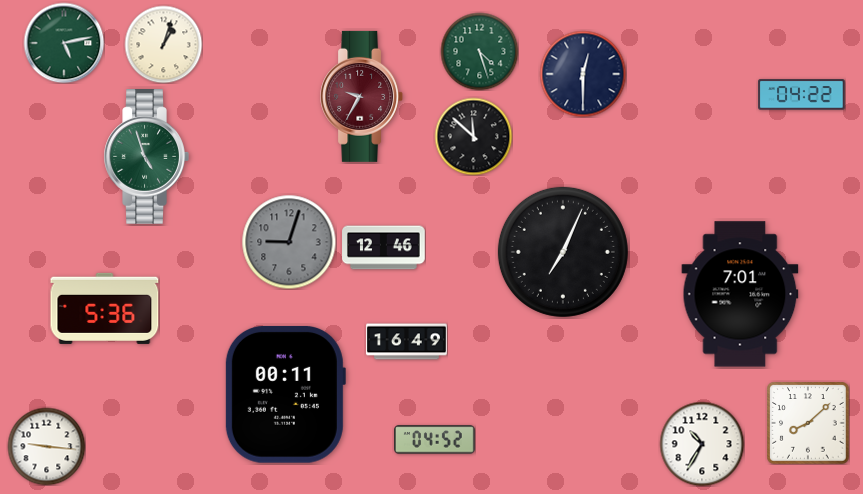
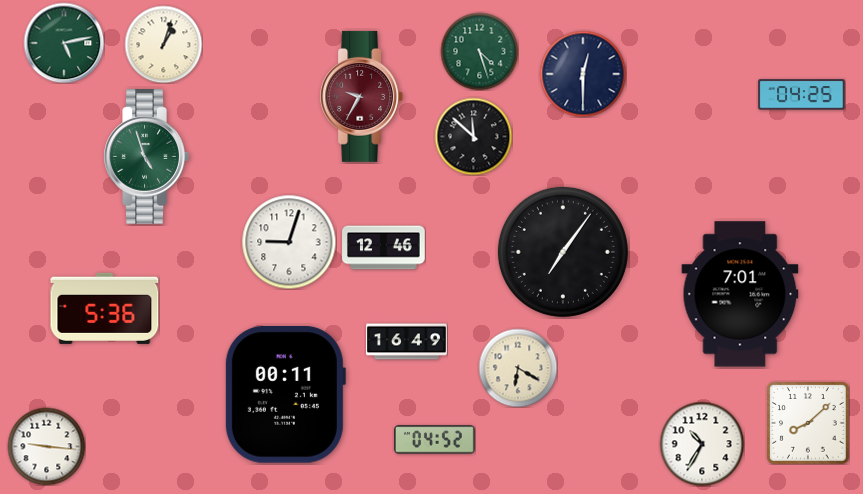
clock at (802, 95): 04:22 -> 04:25
clock at (289, 242) dial: grey -> white
clock at (563, 252): 7:04 -> 7:06
clock at (518, 368): none -> 6:20
